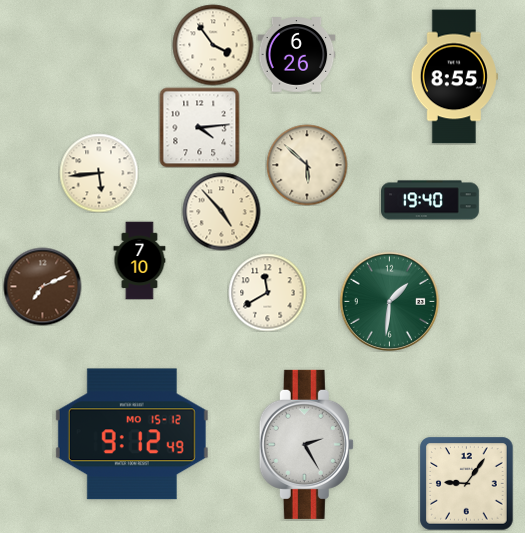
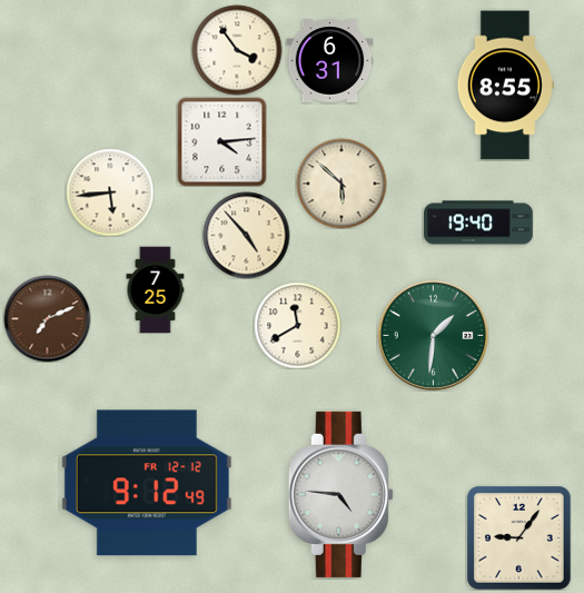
clock at (296, 55): 6:26 -> 6:31
clock at (140, 260): 7:10 -> 7:25
clock at (132, 434) date: MO 15-12 -> FR 12-12
clock at (306, 444): 2:25 -> 4:46
